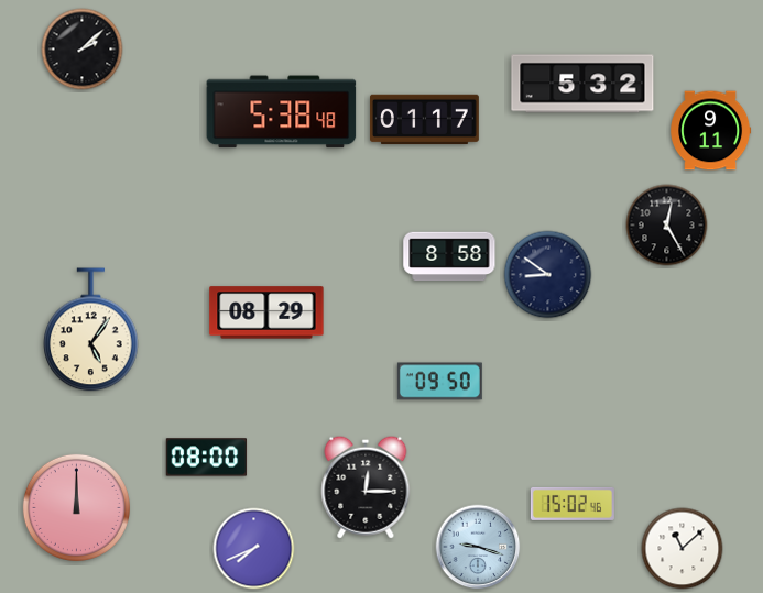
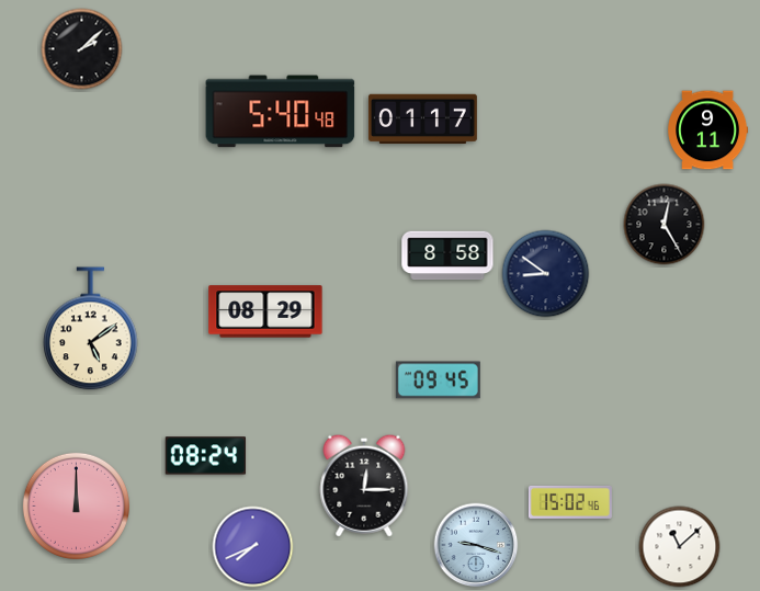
clock at (582, 84): 5:32 -> none
clock at (282, 112): 5:38 -> 5:40
clock at (91, 330): 5:06 -> 5:09
clock at (439, 382): 09:50 -> 09:45
clock at (207, 458): 08:00 -> 08:24
